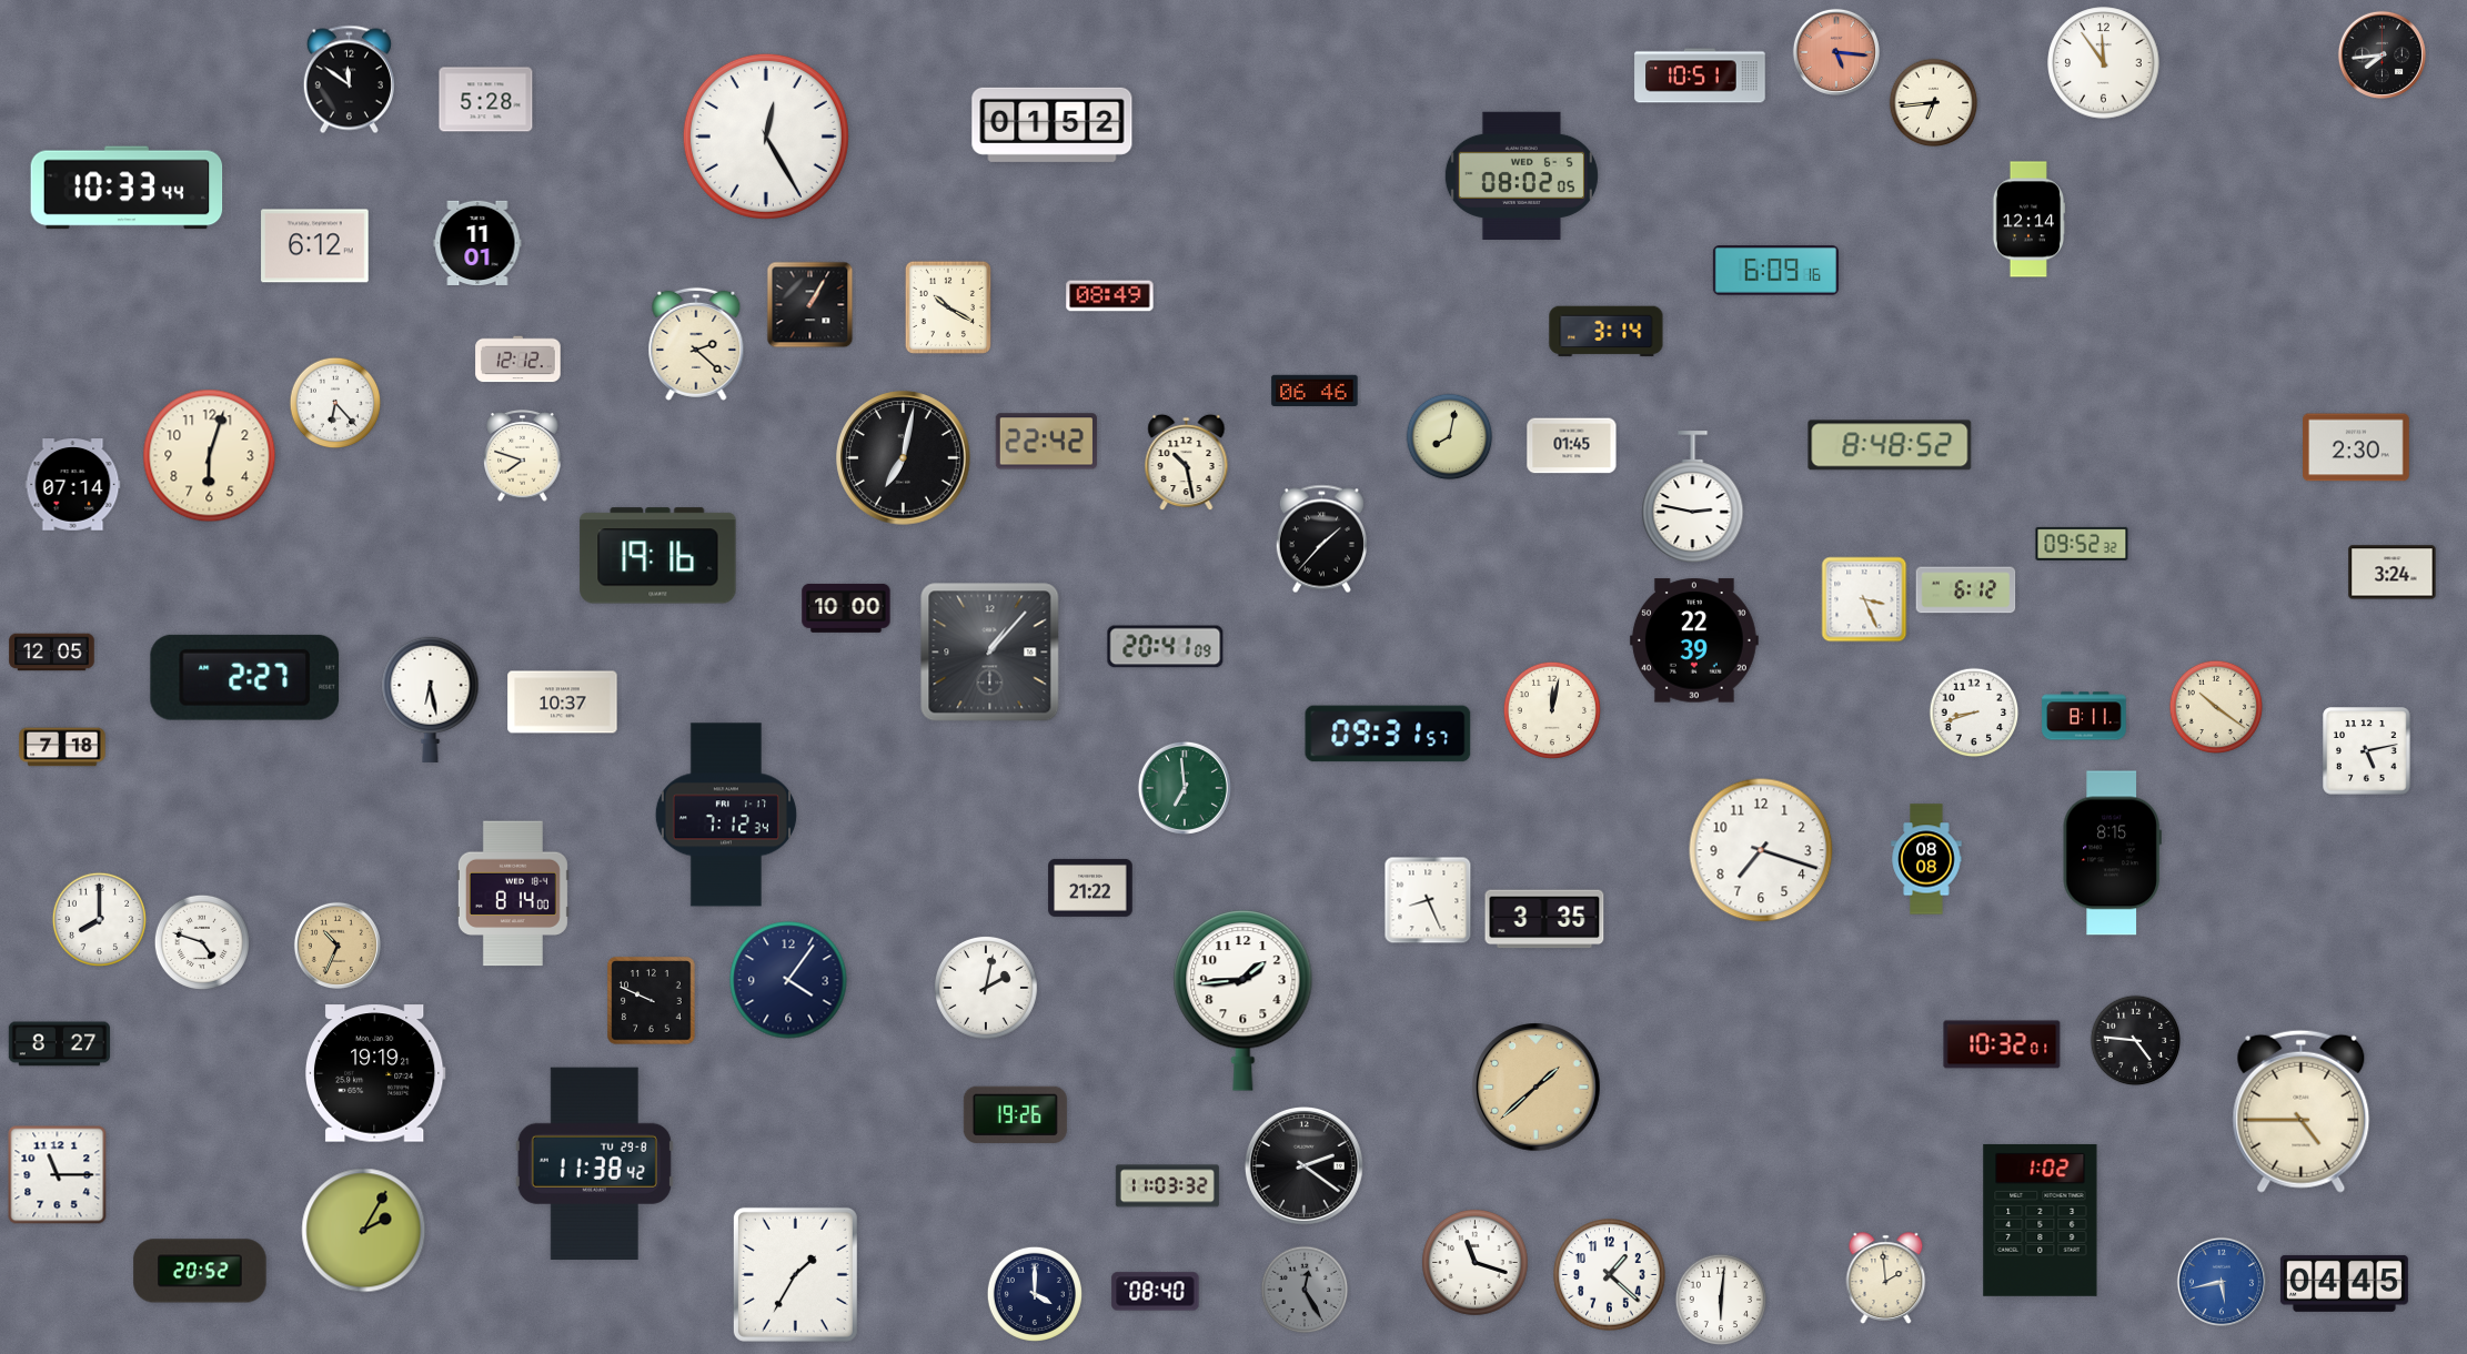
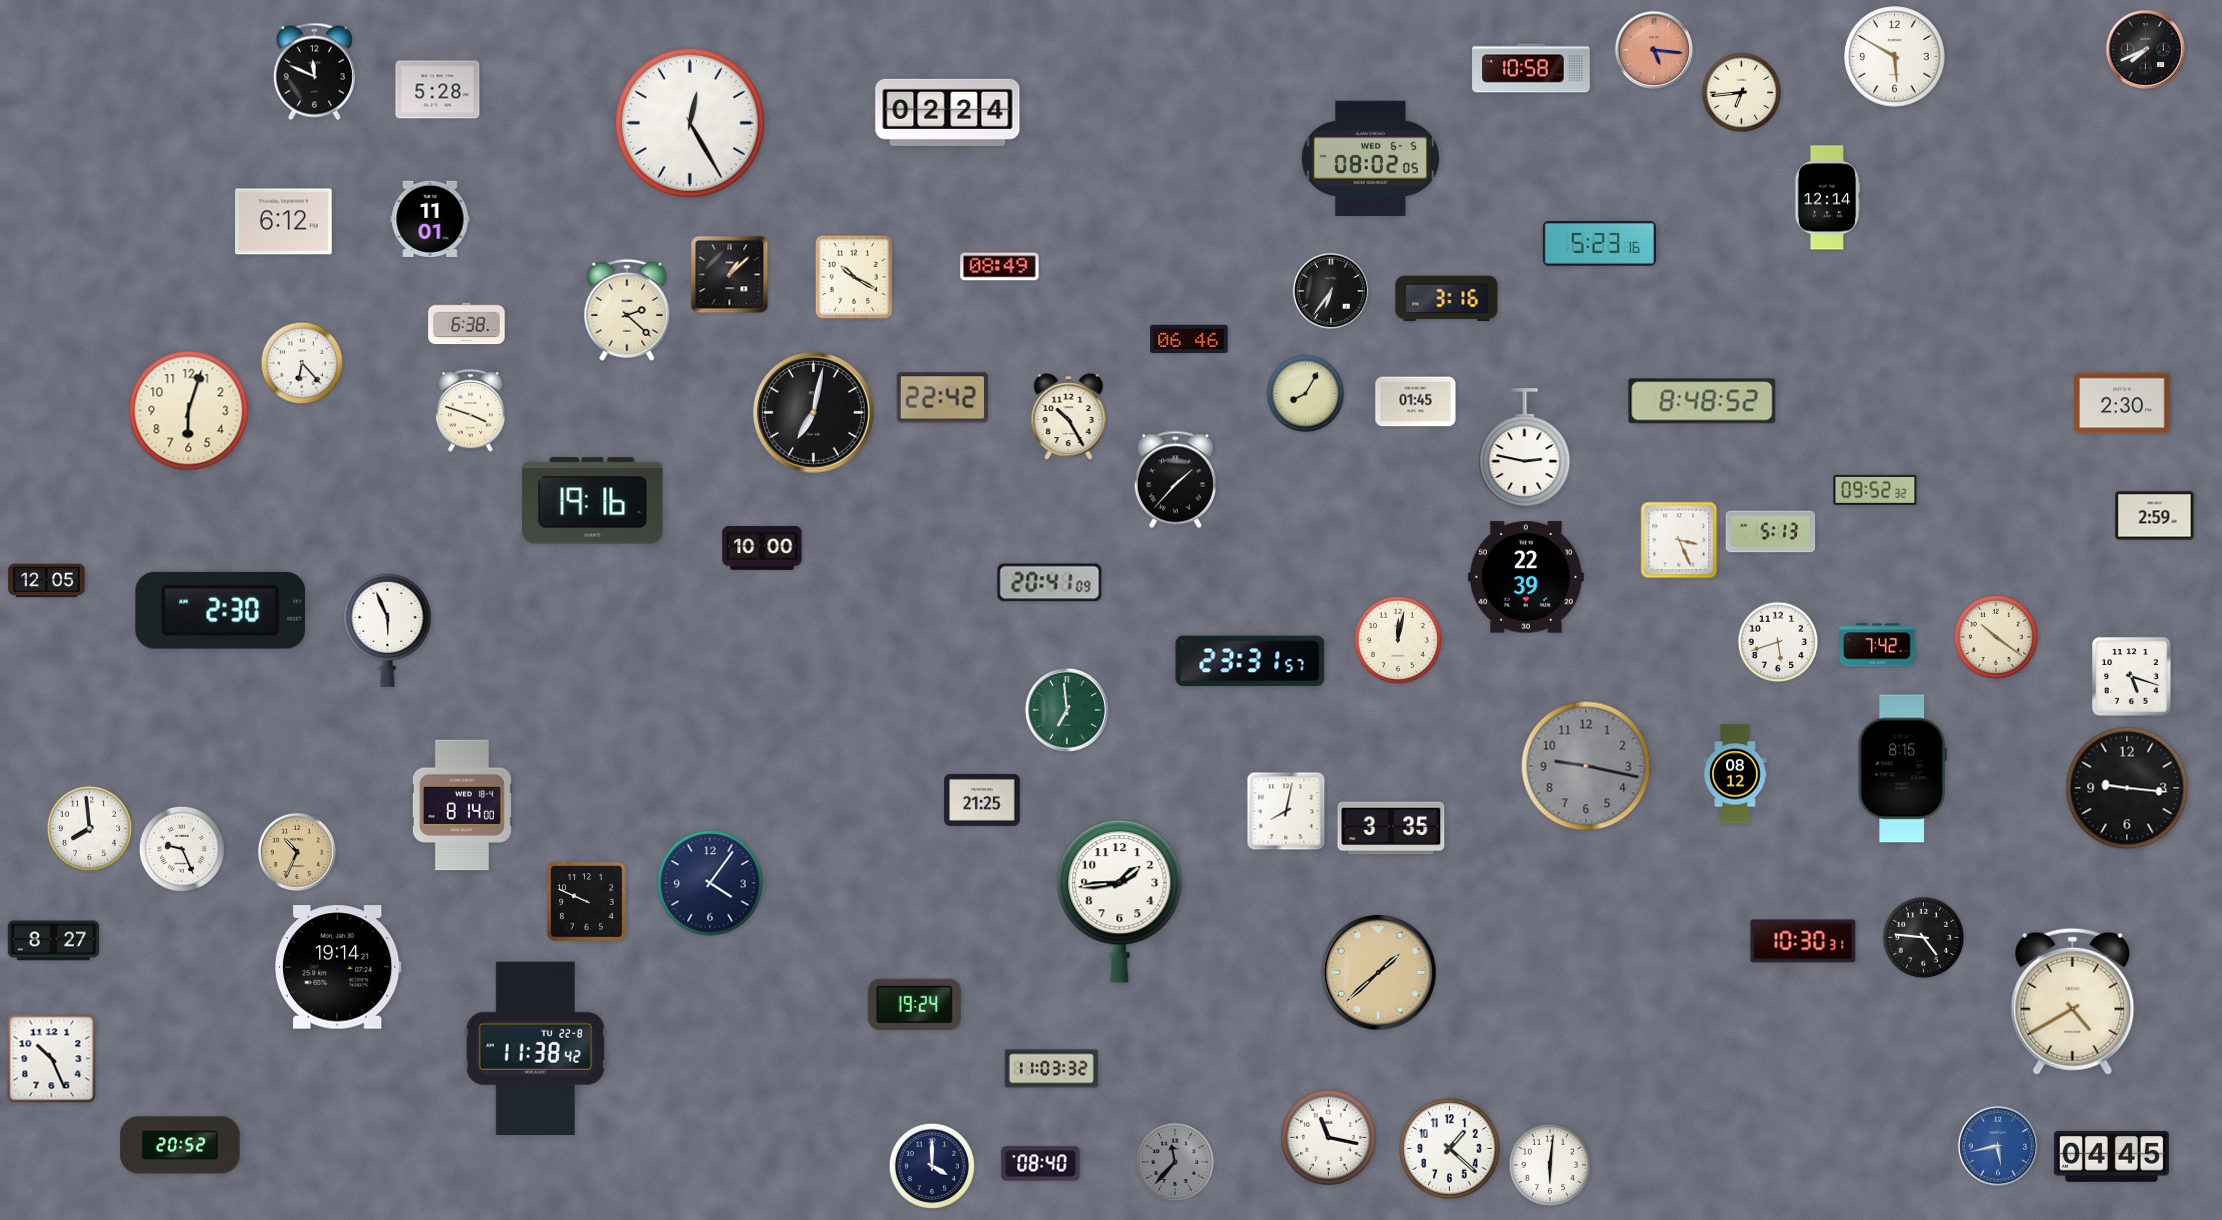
clock at (1836, 52) position: (1836, 52) -> (1654, 50)
clock at (2382, 54): 7:44 -> 7:41
clock at (2104, 63): 11:54 -> 5:50
clock at (1700, 75): 10:51 -> 10:58
clock at (349, 80): 11:51 -> 11:49
clock at (1053, 124): 01:52 -> 02:24
clock at (127, 188): 10:33 -> none
clock at (1775, 271): 6:09 -> 5:23
clock at (810, 305): 1:05 -> 1:08
clock at (1331, 291): none -> 6:36
clock at (1607, 332): 3:14 -> 3:16
clock at (518, 360): 12:12 -> 6:38
clock at (1315, 390) position: (1315, 390) -> (1189, 338)
clock at (1450, 437): 8:02 -> 8:05
clock at (523, 456): 7:48 -> 3:48
clock at (1187, 463): 10:28 -> 10:25
clock at (73, 485): 07:14 -> none
clock at (1321, 539) position: (1321, 539) -> (1175, 480)
clock at (2393, 573): 3:24 -> 2:59
clock at (1966, 590): 6:12 -> 5:13
clock at (52, 653) position: (52, 653) -> (47, 581)
clock at (990, 653): 1:07 -> none
clock at (245, 677): 2:27 -> 2:30
clock at (431, 699): 6:28 -> 5:56
clock at (563, 703): 10:37 -> none
clock at (1974, 713): 8:42 -> 5:42
clock at (2084, 716): 8:11 -> 7:42
clock at (1388, 734): 09:31 -> 23:31
clock at (62, 747): 7:18 -> none
clock at (2367, 751): 5:13 -> 5:18
clock at (726, 815): 7:12 -> none
clock at (1761, 850): 7:18 -> 9:17
clock at (1761, 850) dial: white -> grey
clock at (1926, 859): 08:08 -> 08:12
clock at (2127, 788): none -> 9:16
clock at (1090, 888): 21:22 -> 21:25
clock at (1428, 900): 8:26 -> 8:02
clock at (99, 919): 8:00 -> 7:59
clock at (202, 942): 4:48 -> 9:26
clock at (338, 946) position: (338, 946) -> (297, 852)
clock at (986, 988): 2:02 -> none
clock at (2002, 1044): 10:32 -> 10:30
clock at (375, 1073): 19:19 -> 19:14
clock at (1537, 1088) position: (1537, 1088) -> (1379, 973)
clock at (2302, 1111): 4:45 -> 4:40
clock at (1015, 1114): 19:26 -> 19:24
clock at (594, 1163) date: TU 29-8 -> TU 22-8
clock at (1305, 1166): 2:21 -> none
clock at (58, 1175): 11:15 -> 10:26
clock at (2041, 1220): 1:02 -> none
clock at (364, 1231): 2:05 -> none
clock at (1476, 1263): 11:18 -> 11:17
clock at (795, 1274): 1:35 -> none
clock at (1886, 1279): 1:59 -> none
clock at (2222, 1282) position: (2222, 1282) -> (1998, 1146)
clock at (1305, 1290): 12:25 -> 11:37
clock at (1721, 1300) position: (1721, 1300) -> (1550, 1165)
